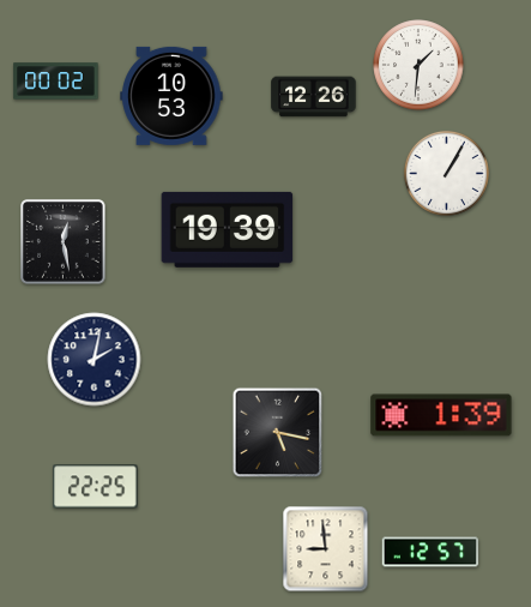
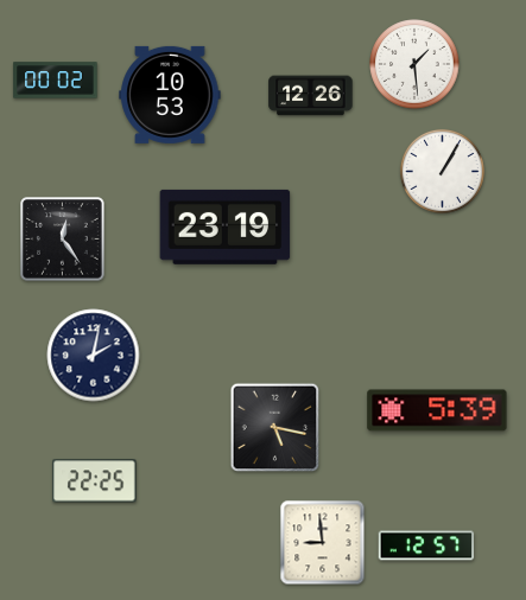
clock at (418, 65): 1:31 -> 1:29
clock at (228, 229): 19:39 -> 23:19
clock at (64, 242): 12:28 -> 12:24
clock at (441, 415): 1:39 -> 5:39
